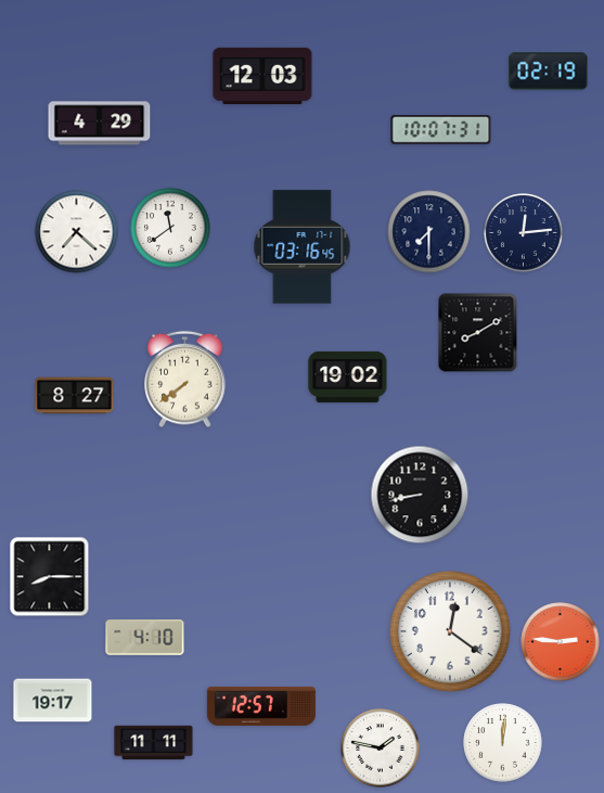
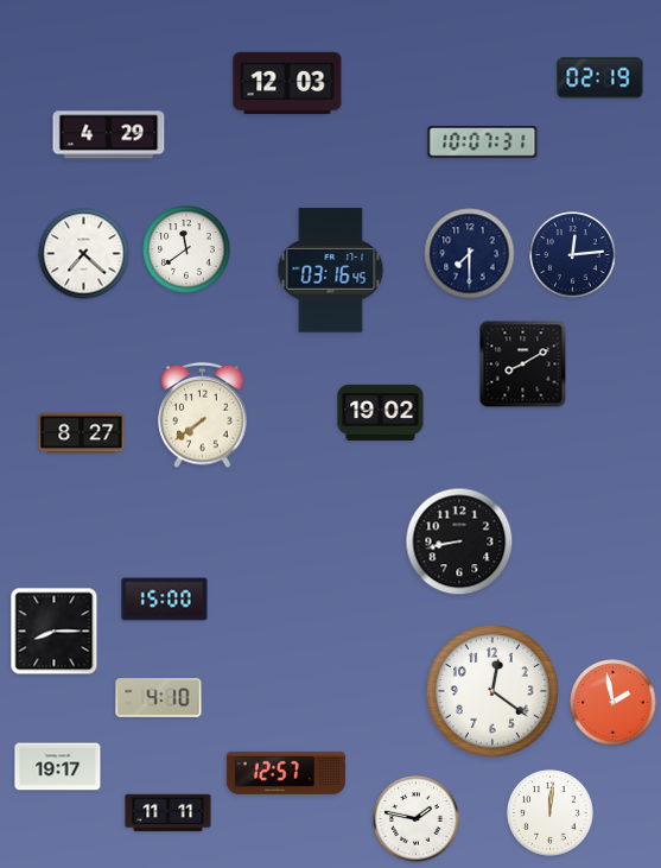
clock at (165, 600): none -> 15:00
clock at (561, 642): 2:46 -> 1:58
